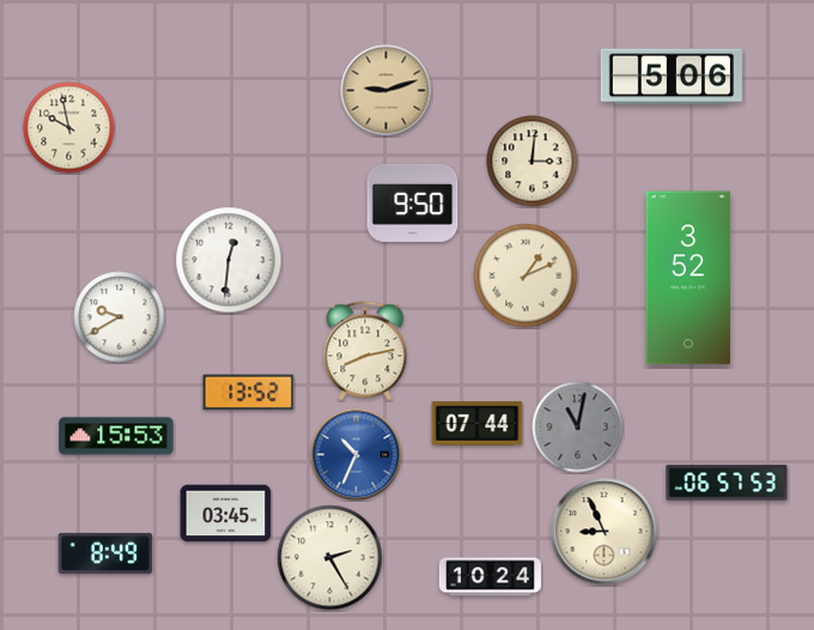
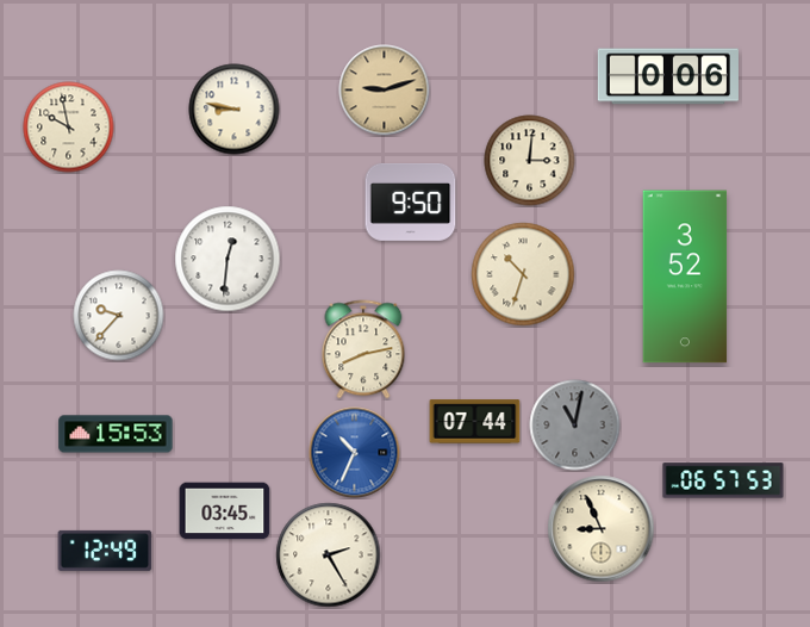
clock at (672, 77): 5:06 -> 0:06
clock at (235, 110): none -> 8:47
clock at (526, 275): 1:11 -> 10:33
clock at (120, 317): 9:40 -> 9:37
clock at (249, 393): 13:52 -> none
clock at (105, 553): 8:49 -> 12:49
clock at (490, 577): 10:24 -> none
